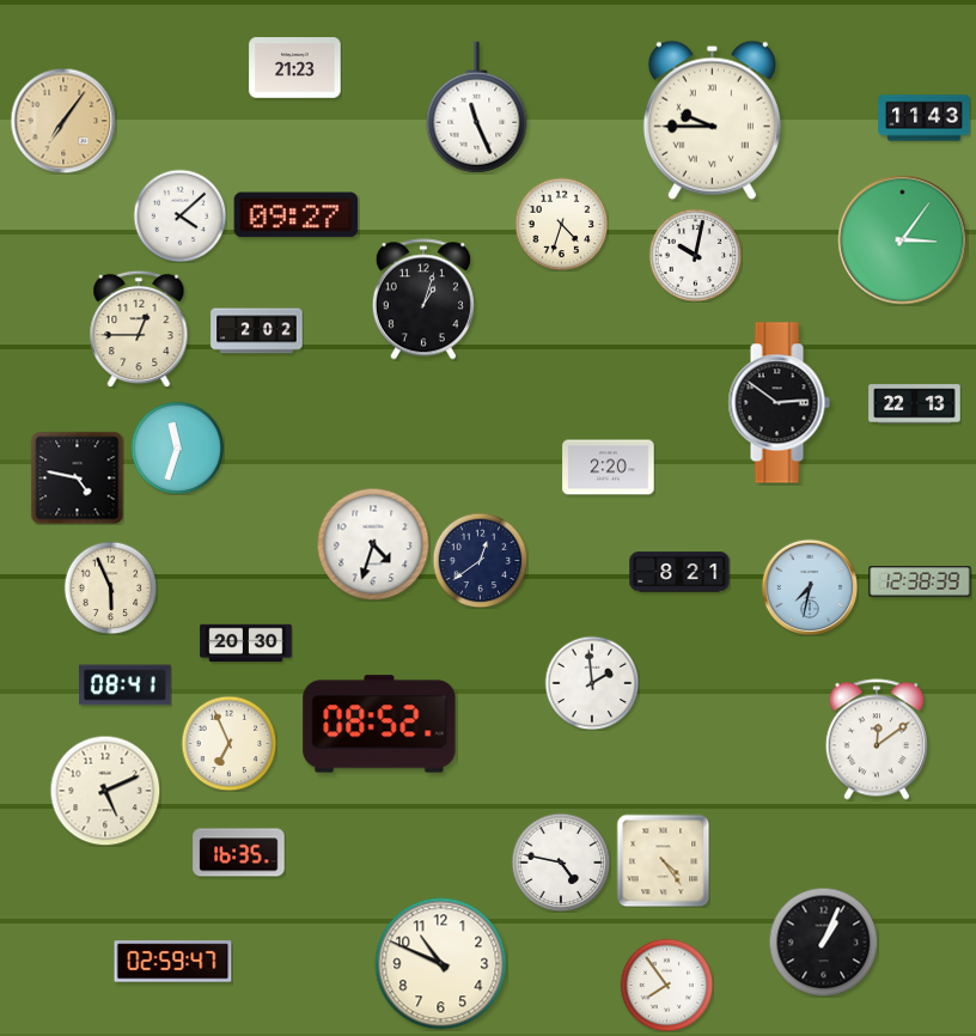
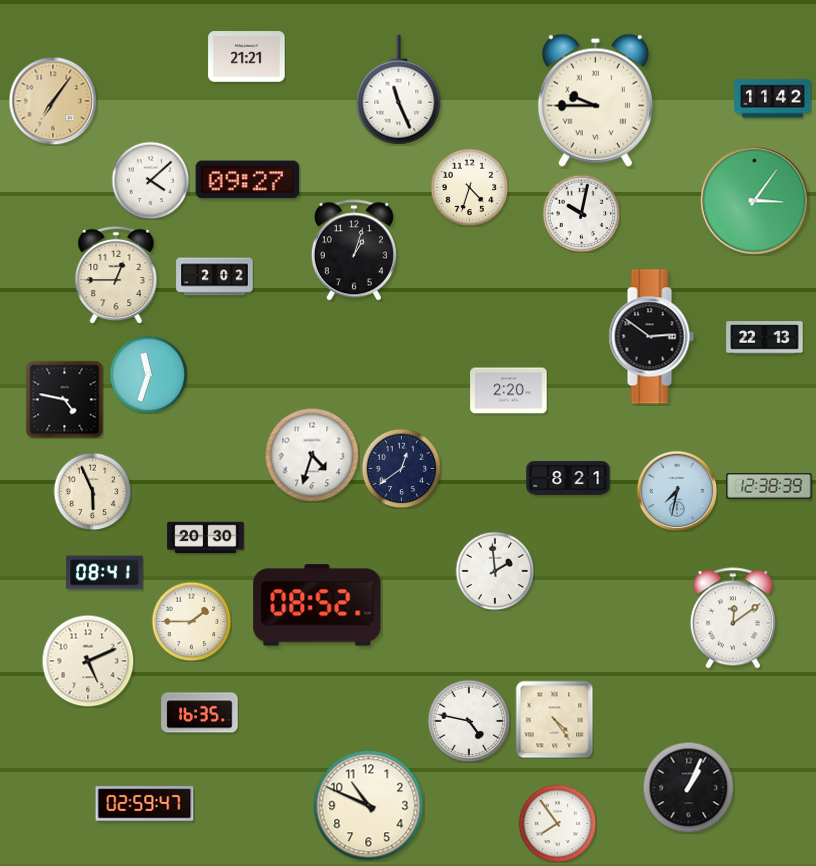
clock at (295, 68): 21:23 -> 21:21
clock at (925, 118): 11:43 -> 11:42
clock at (228, 743): 6:56 -> 1:45
